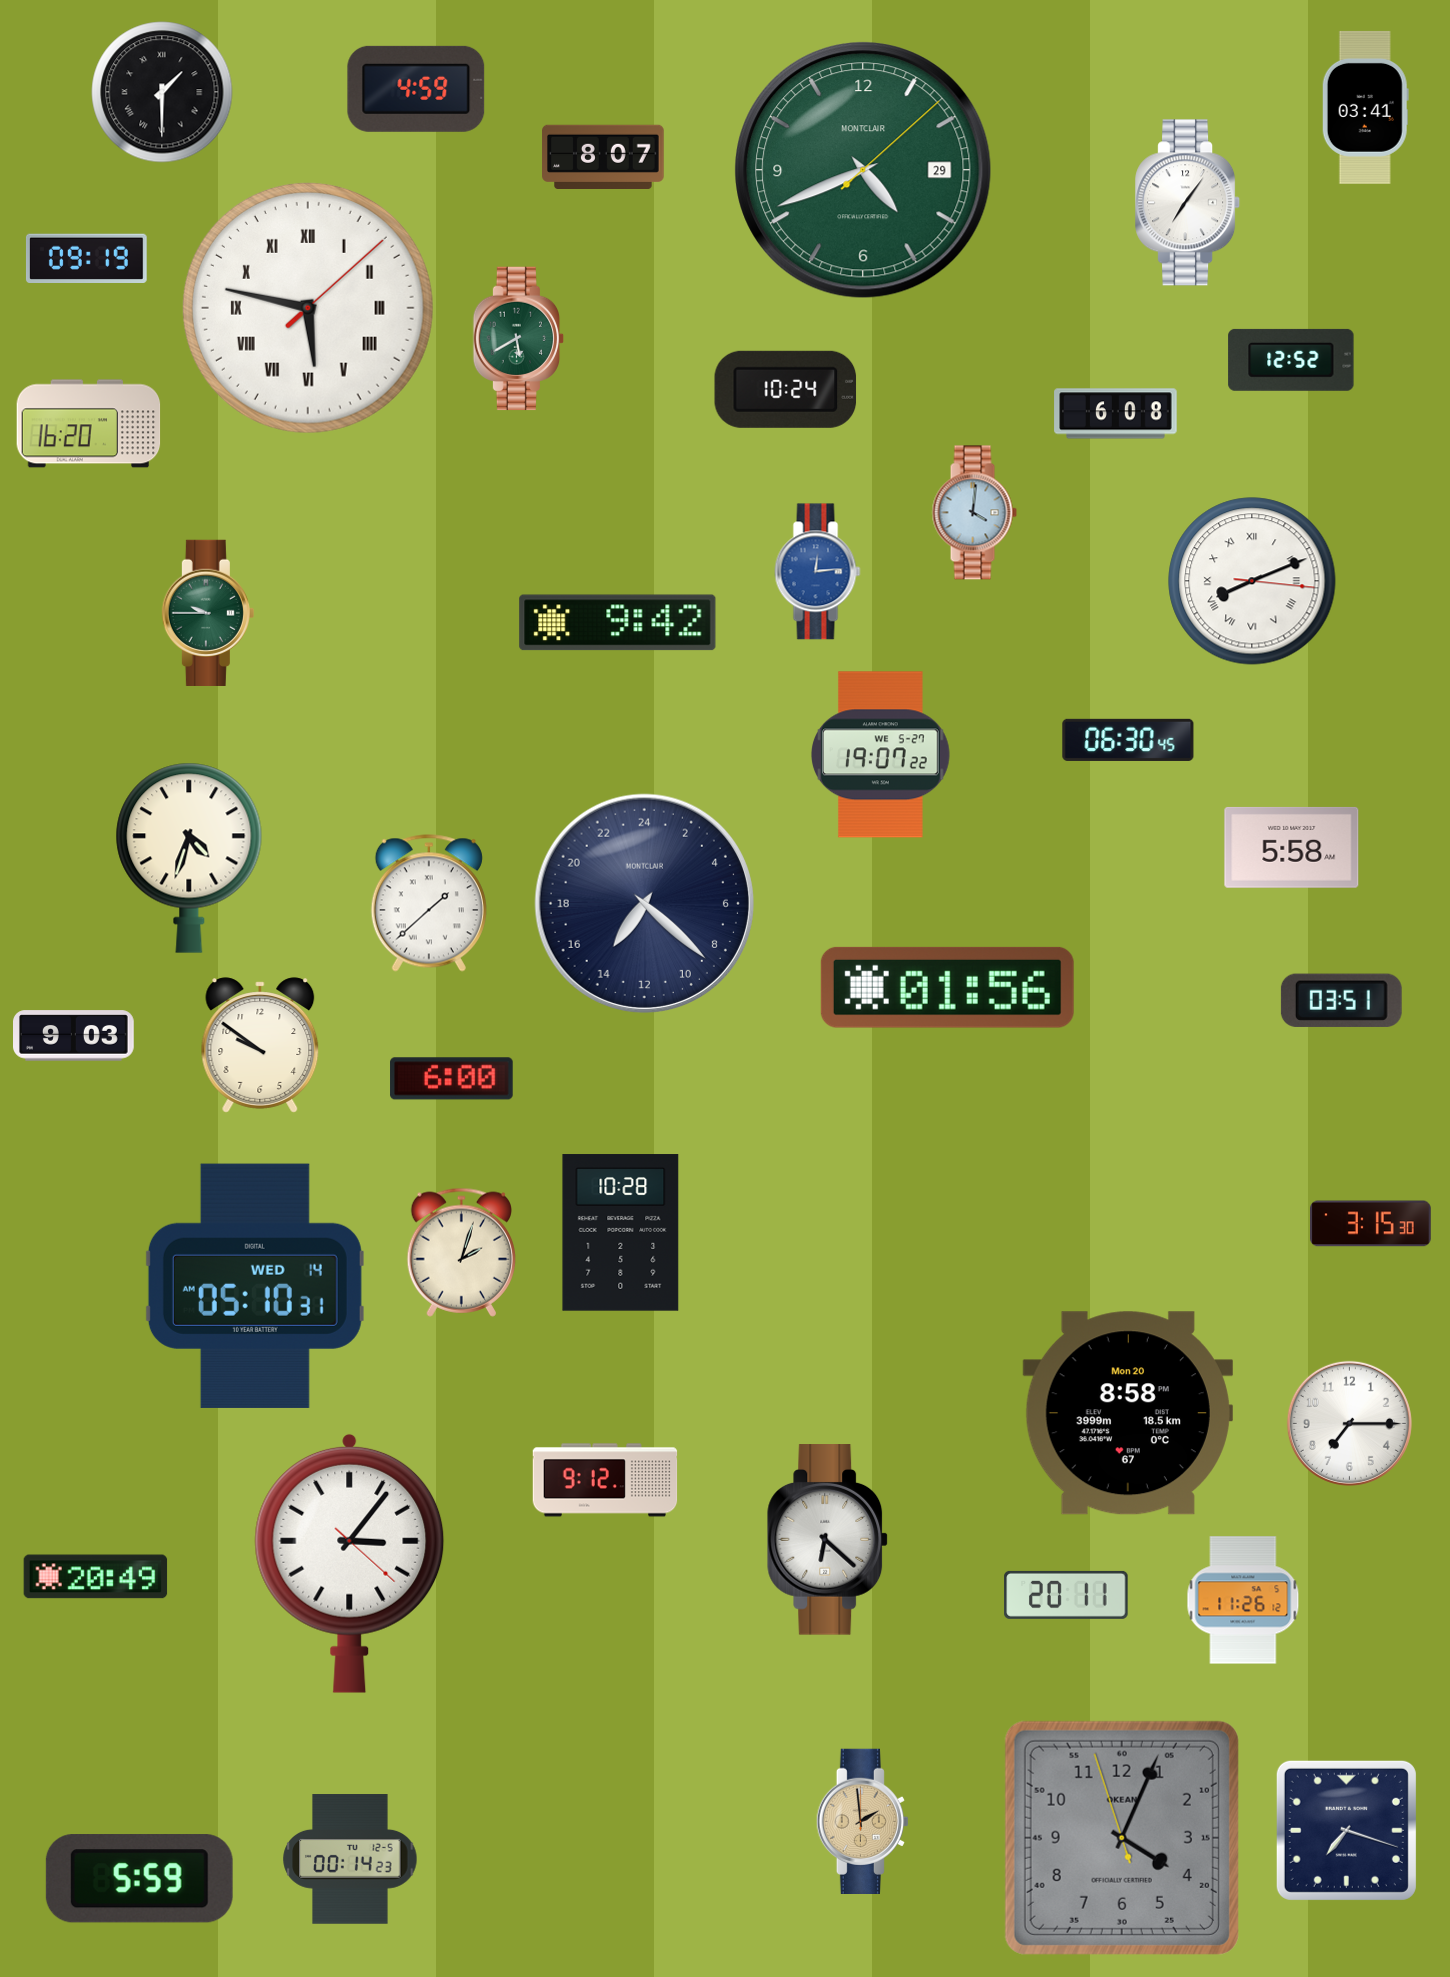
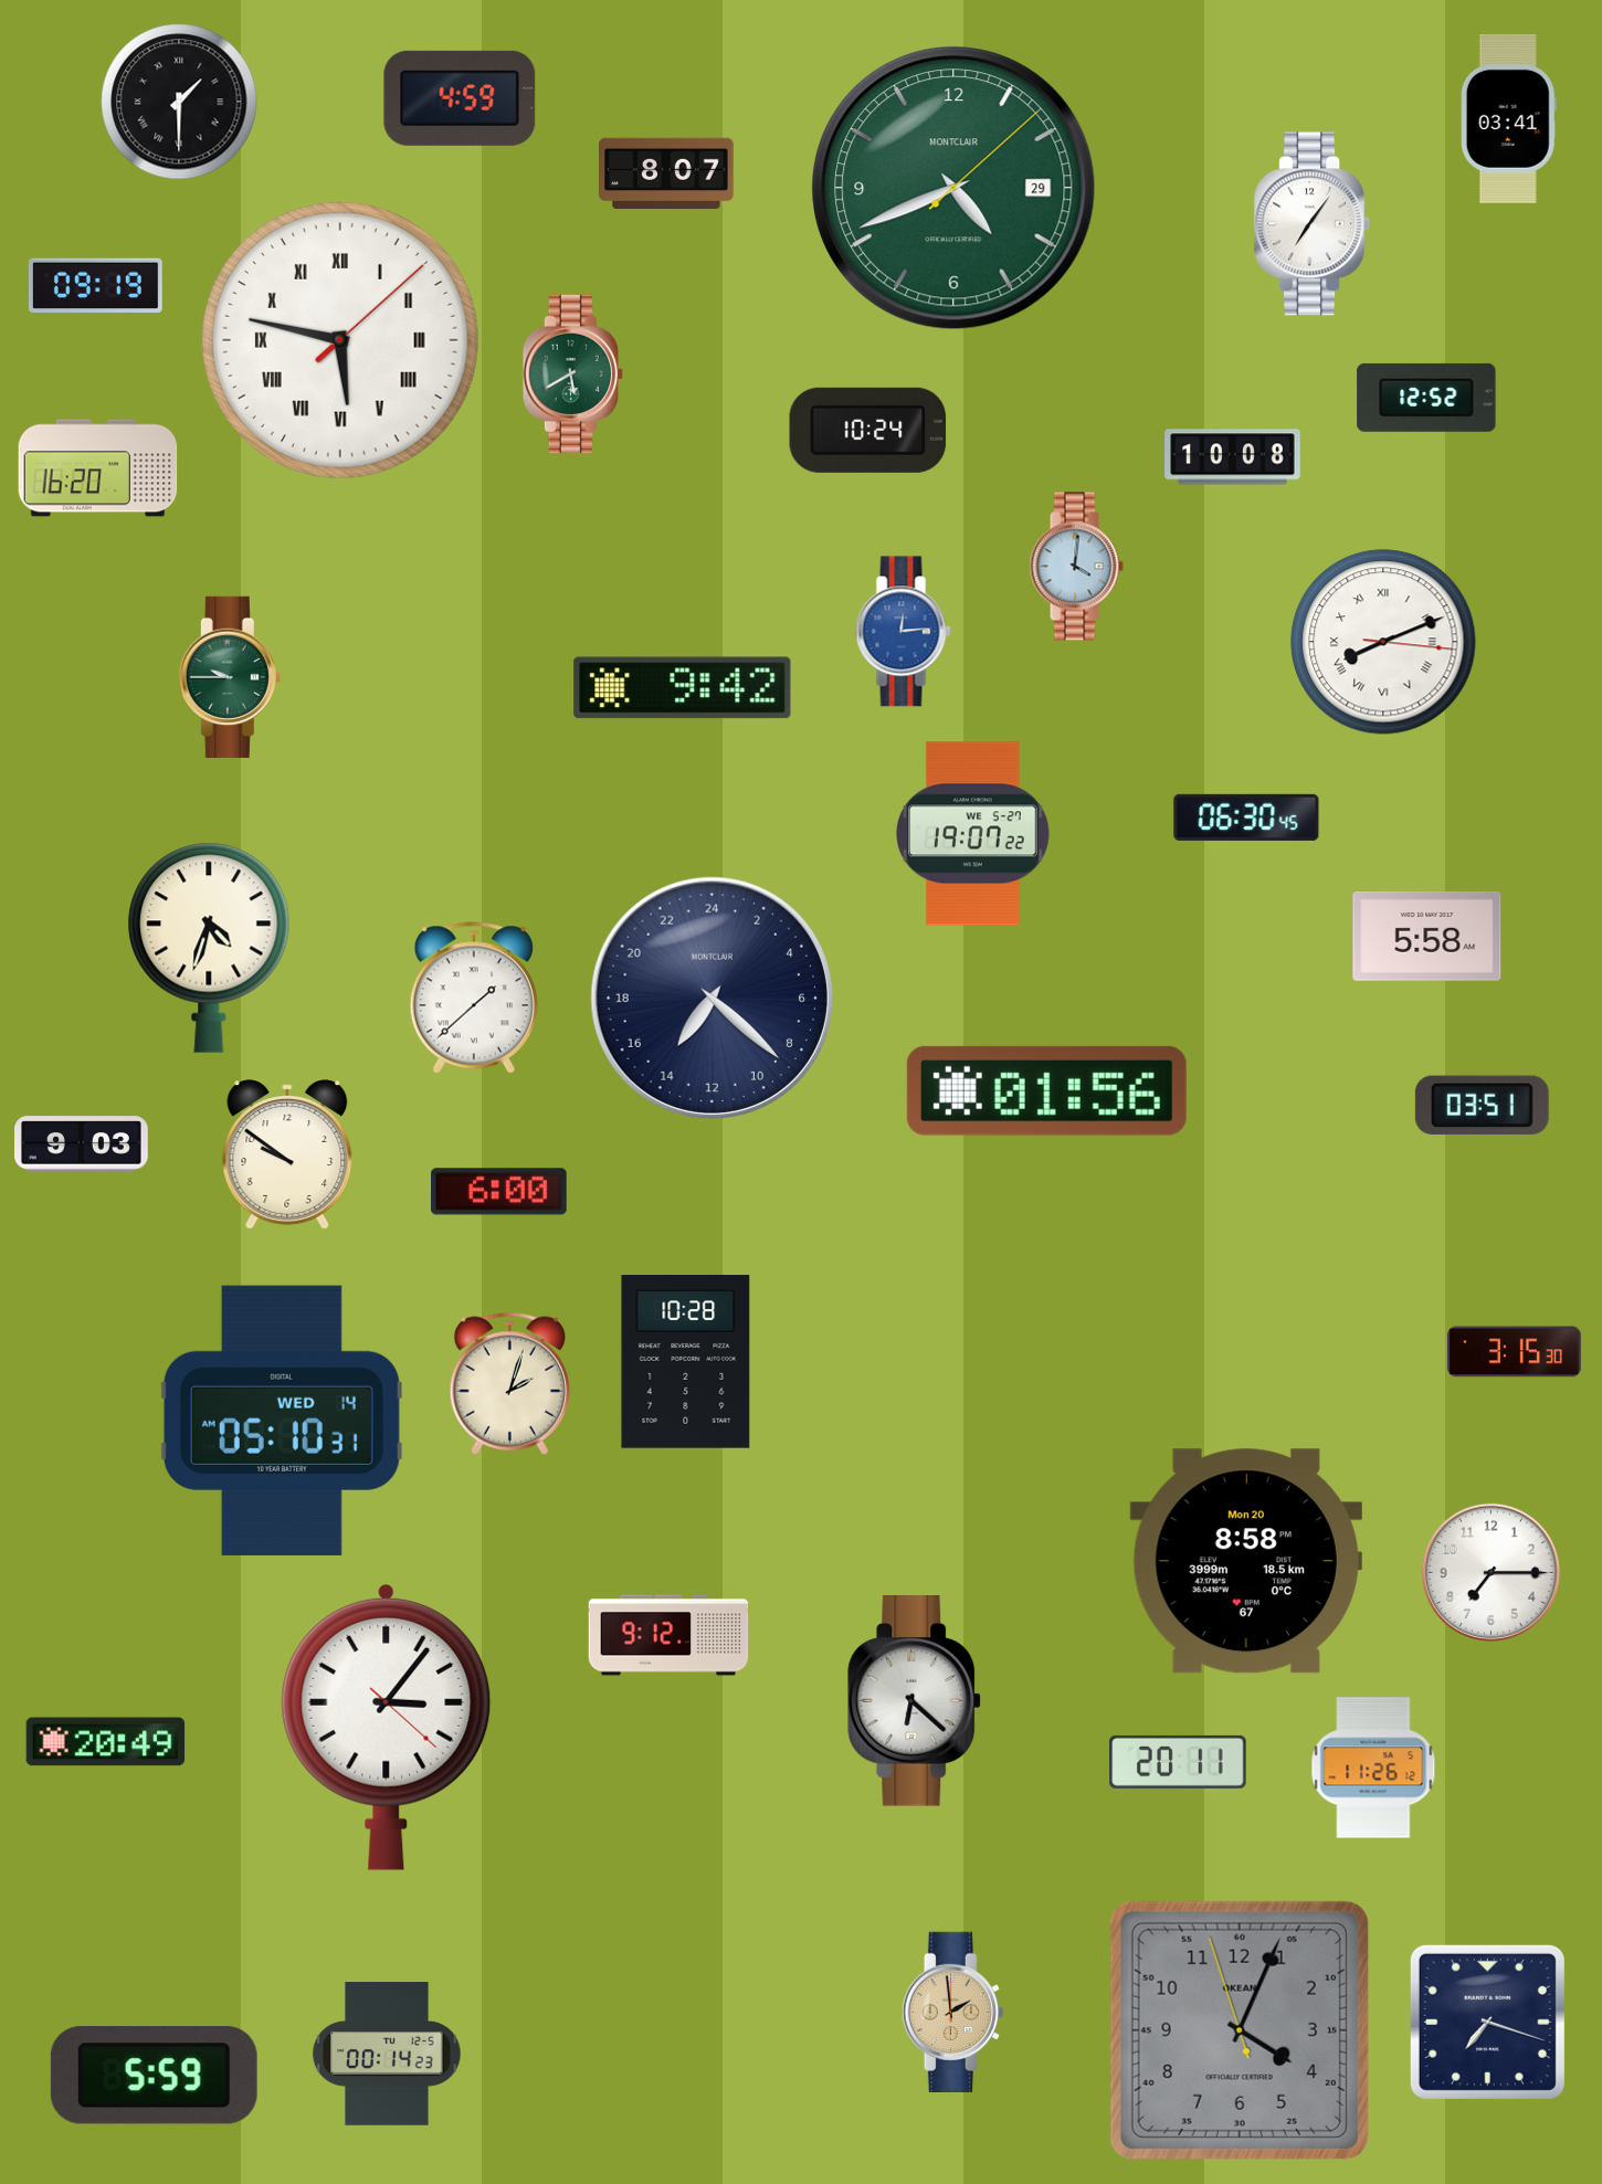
clock at (1116, 414): 6:08 -> 10:08
